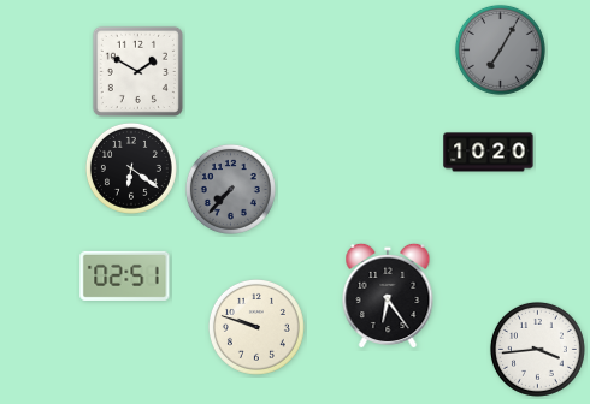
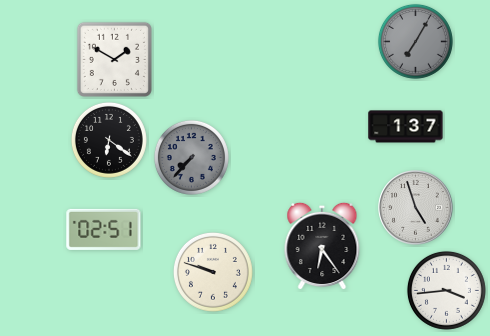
clock at (489, 153): 10:20 -> 1:37
clock at (416, 208): none -> 4:57
